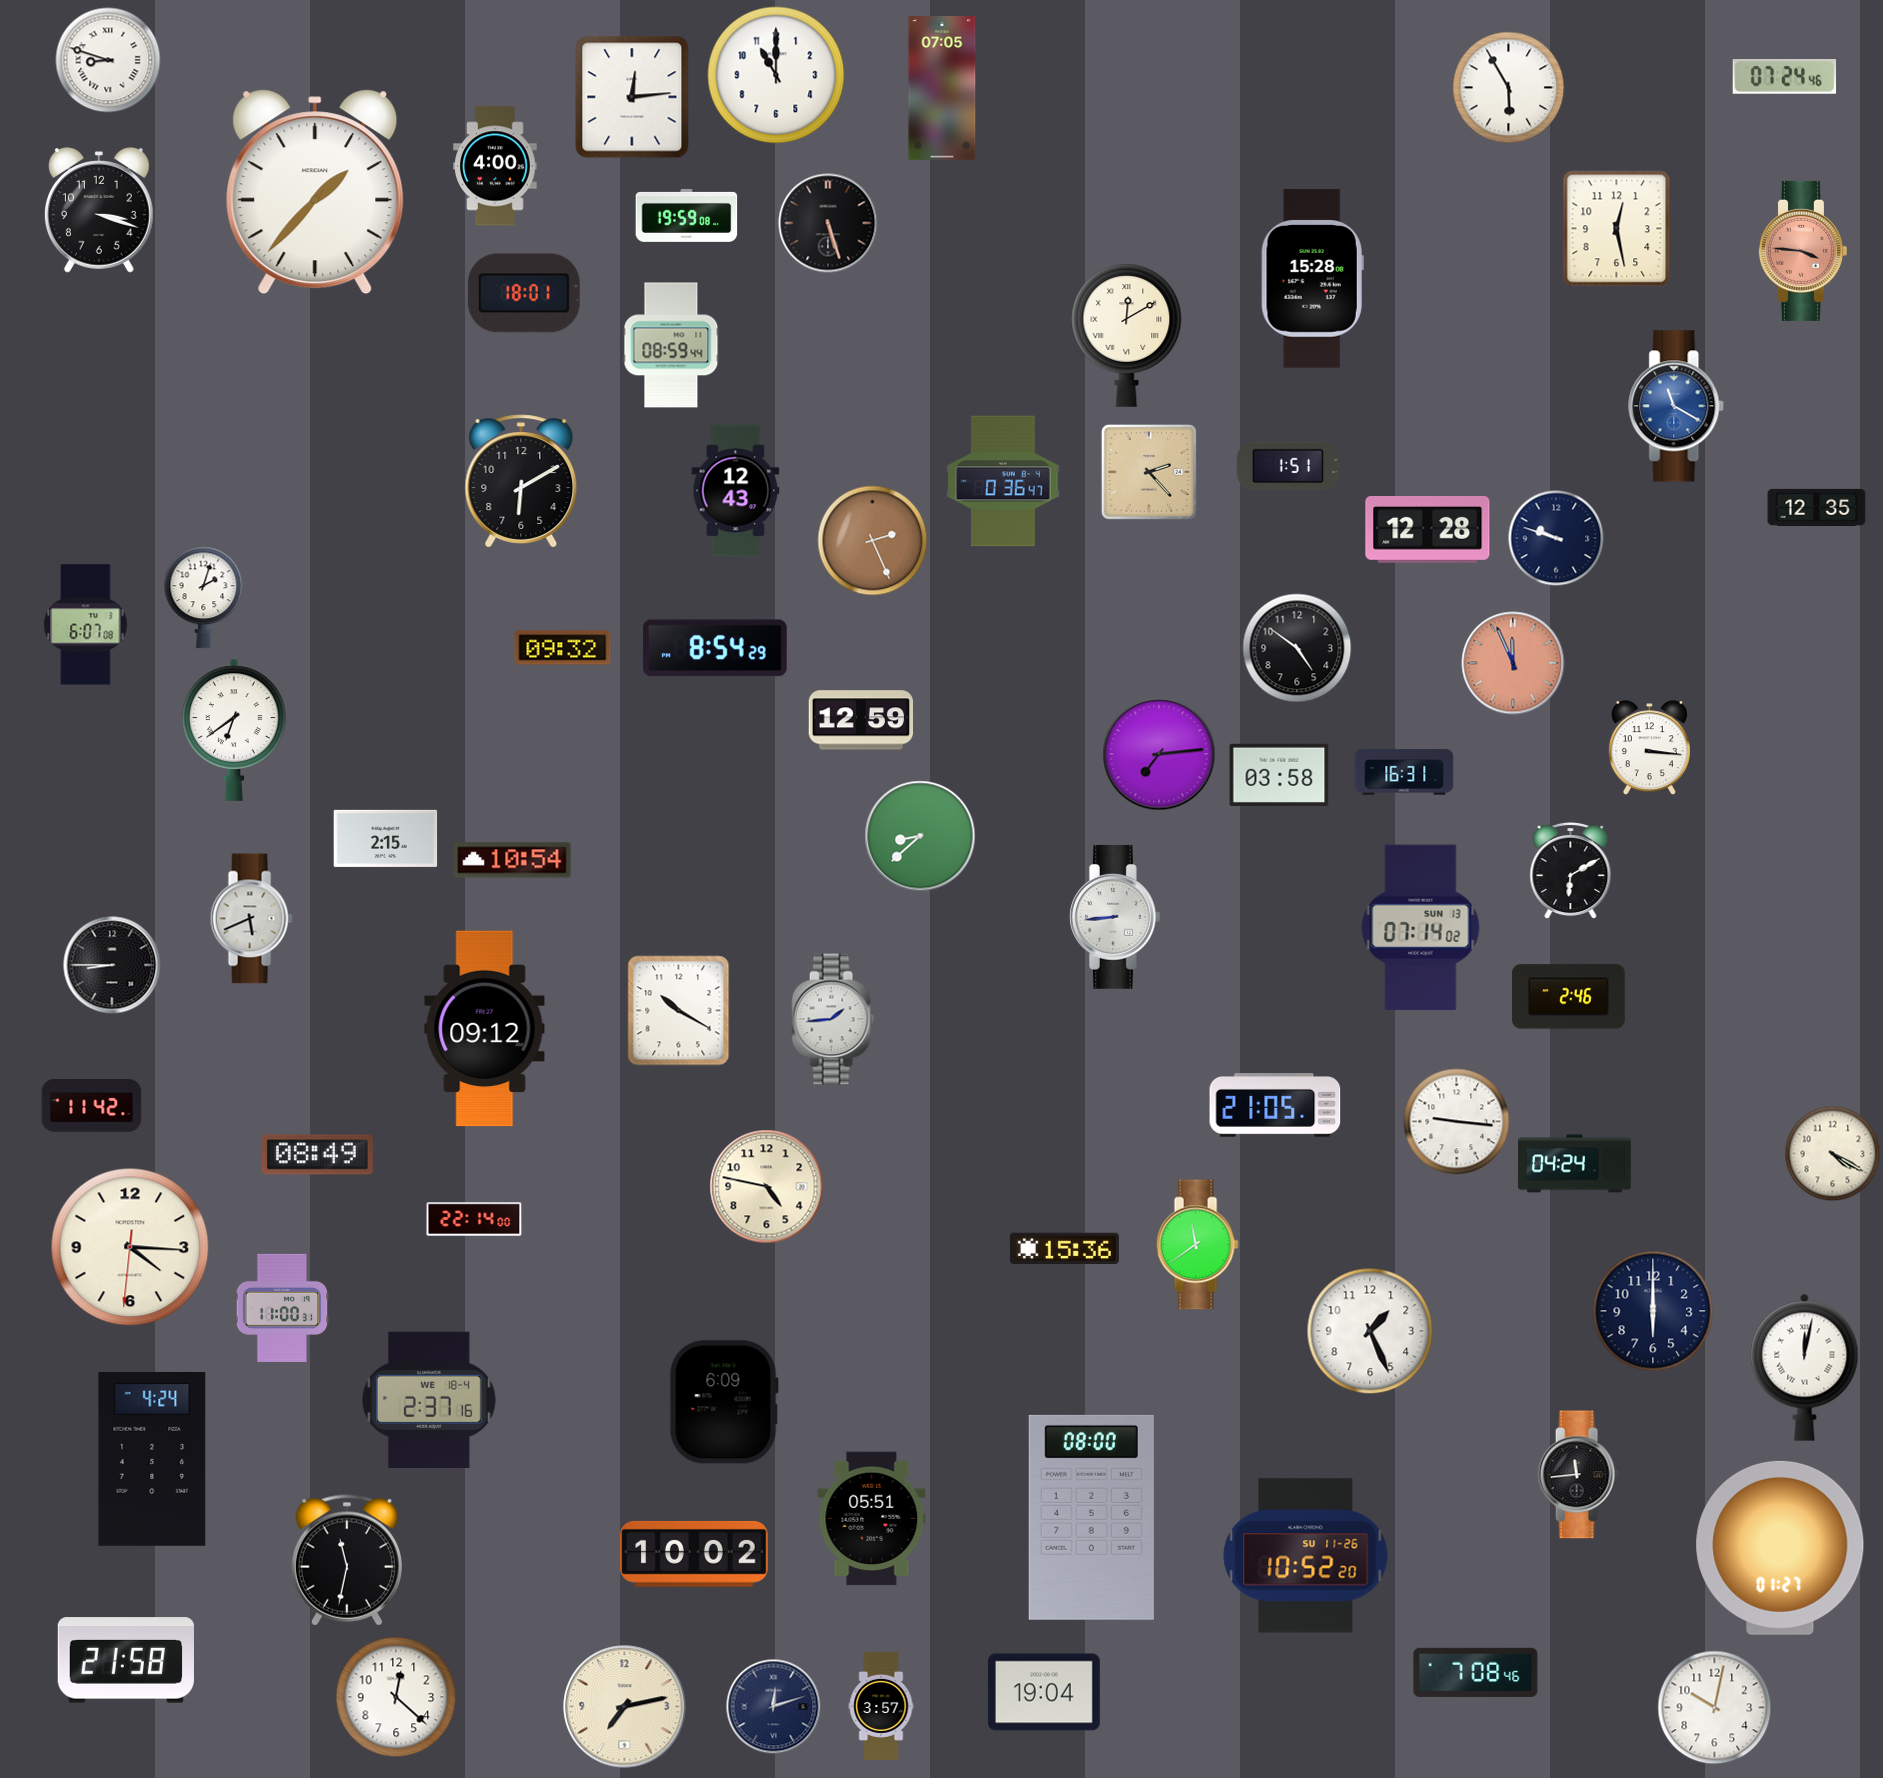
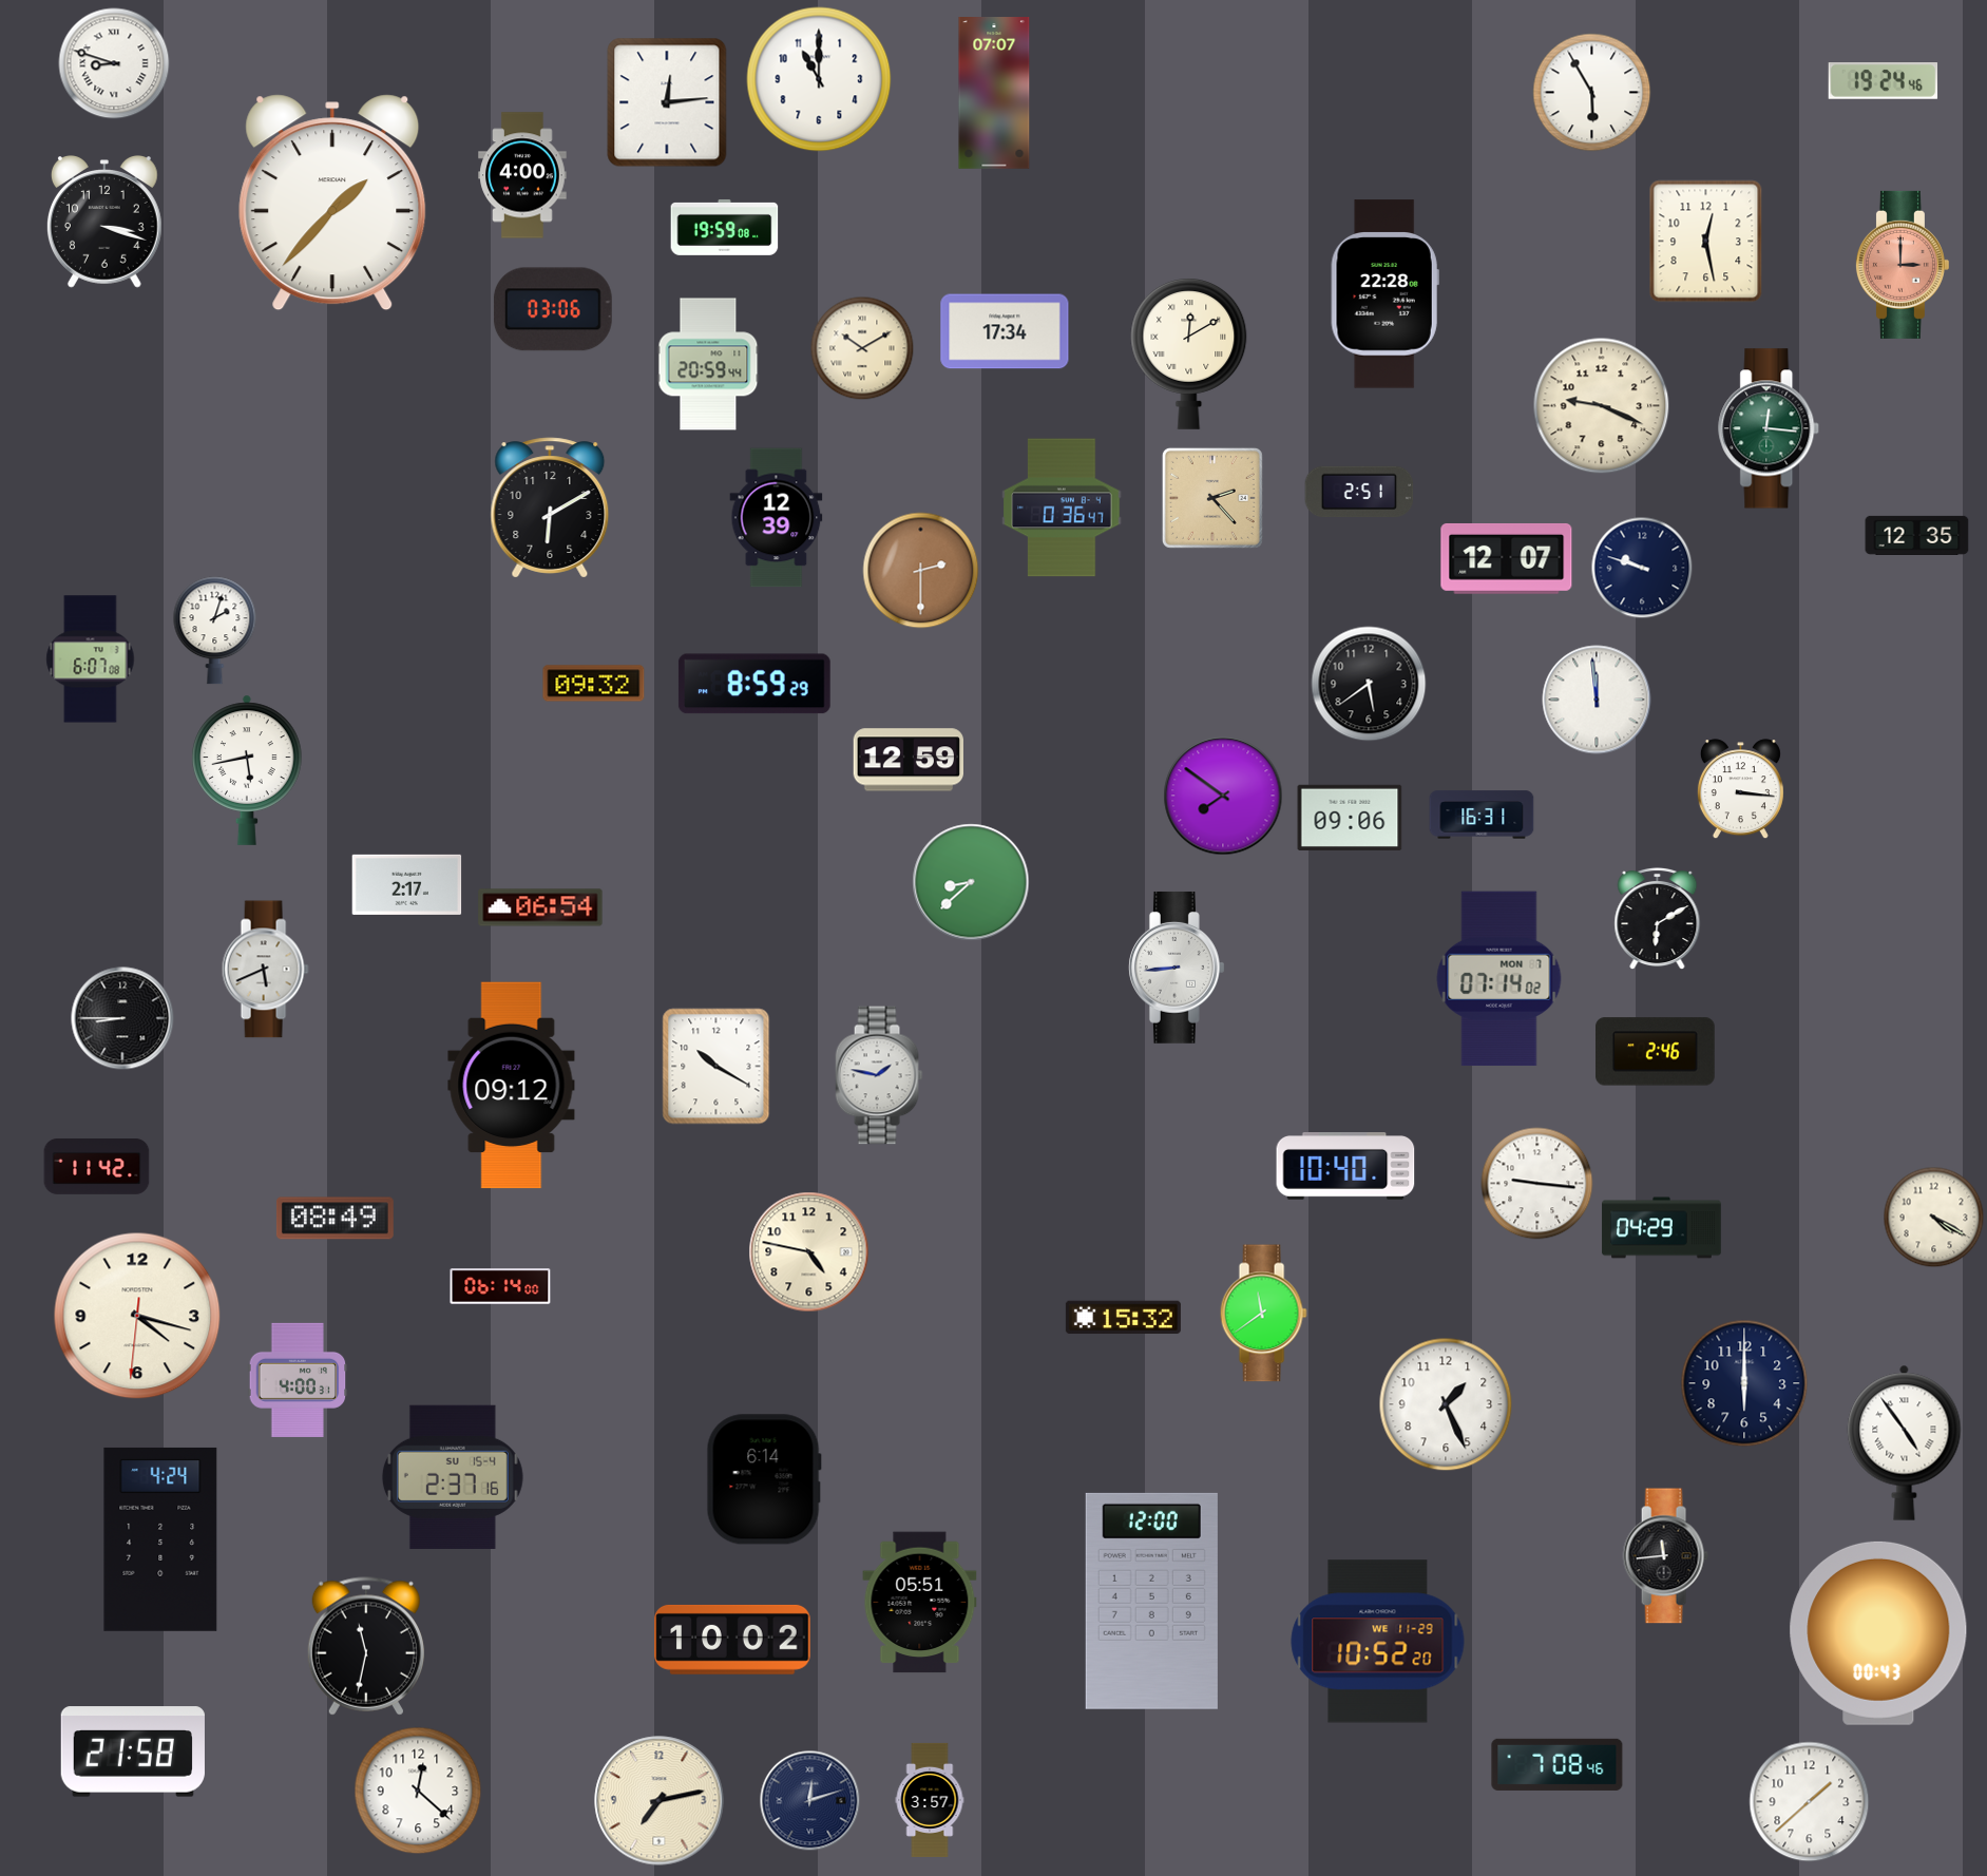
clock at (1785, 77): 07:24 -> 19:24
clock at (942, 89): 07:05 -> 07:07
clock at (828, 223): 5:27 -> none
clock at (1802, 251): 3:46 -> 3:00
clock at (1312, 279): 15:28 -> 22:28
clock at (524, 293): 18:01 -> 03:06
clock at (1005, 331): none -> 17:34
clock at (862, 348): none -> 10:10
clock at (671, 345): 08:59 -> 20:59
clock at (1602, 406): none -> 9:19
clock at (1677, 406): 11:20 -> 12:16
clock at (1677, 406) dial: blue -> green
clock at (1288, 466): 1:51 -> 2:51
clock at (1003, 481) position: (1003, 481) -> (1062, 508)
clock at (736, 491): 12:43 -> 12:39
clock at (1428, 529): 12:28 -> 12:07
clock at (873, 541): 2:26 -> 2:30
clock at (715, 648): 8:54 -> 8:59
clock at (1297, 648): 4:51 -> 5:39
clock at (1513, 663): 11:56 -> 11:59
clock at (1513, 663) dial: salmon -> white
clock at (234, 730): 6:39 -> 5:43
clock at (1159, 754): 7:14 -> 7:51
clock at (1279, 775): 03:58 -> 09:06
clock at (386, 838): 2:15 -> 2:17
clock at (512, 860): 10:54 -> 06:54
clock at (1421, 928) date: SUN 13 -> MON 7
clock at (112, 965) position: (112, 965) -> (122, 1018)
clock at (833, 1019): 1:44 -> 1:47
clock at (1275, 1105): 21:05 -> 10:40
clock at (1575, 1164): 04:24 -> 04:29
clock at (474, 1219): 22:14 -> 06:14
clock at (130, 1247): 4:15 -> 4:17
clock at (1064, 1249): 15:36 -> 15:32
clock at (282, 1308): 11:00 -> 4:00
clock at (1805, 1367): 12:02 -> 4:54
clock at (429, 1400) date: WE 18-4 -> SU 15-4
clock at (724, 1402): 6:09 -> 6:14
clock at (1091, 1517): 08:00 -> 12:00
clock at (1780, 1548): 01:27 -> 00:43
clock at (1306, 1556) date: SU 11-26 -> WE 11-29
clock at (1044, 1692): 19:04 -> none
clock at (774, 1707) position: (774, 1707) -> (810, 1801)
clock at (1715, 1708): 10:02 -> 1:38
